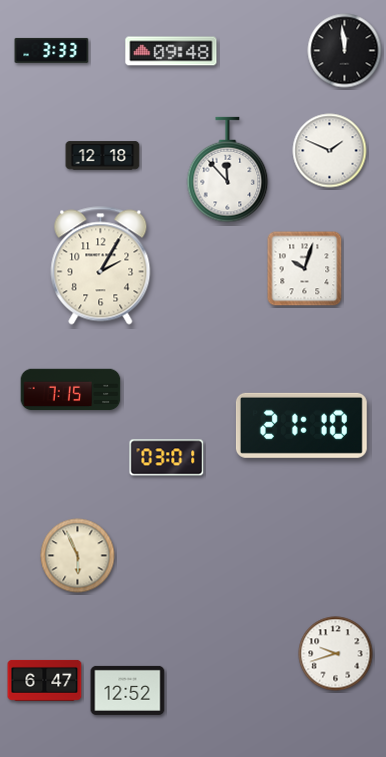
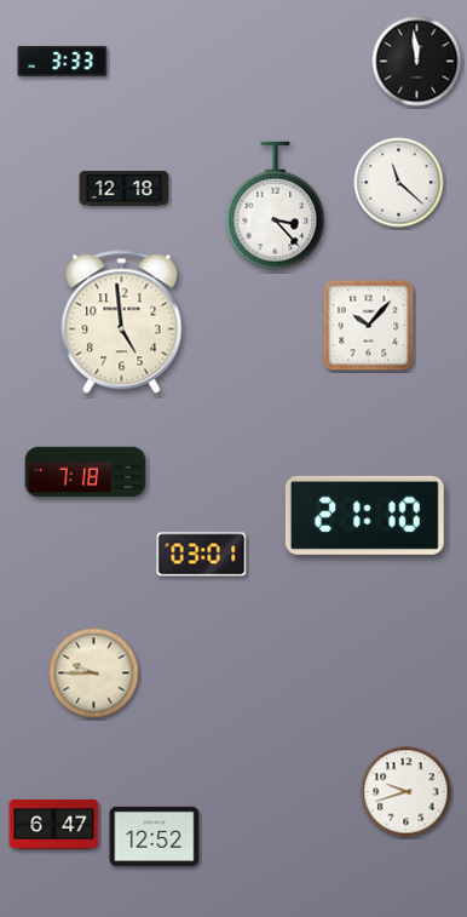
clock at (171, 51): 09:48 -> none
clock at (330, 151): 1:49 -> 11:22
clock at (228, 170): 11:53 -> 3:23
clock at (101, 266): 2:05 -> 4:59
clock at (305, 269): 10:03 -> 10:07
clock at (71, 390): 7:15 -> 7:18
clock at (78, 556): 5:56 -> 9:45
